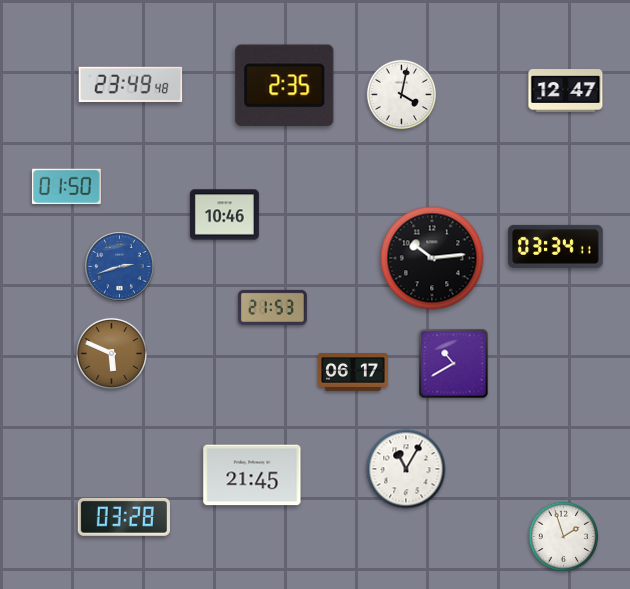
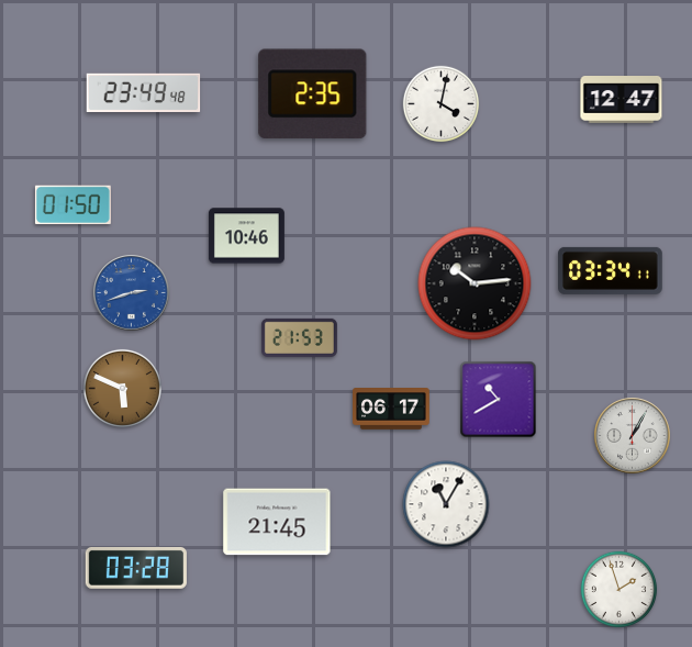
clock at (353, 373) position: (353, 373) -> (391, 410)
clock at (633, 436): none -> 1:05
clock at (406, 469) position: (406, 469) -> (446, 504)
